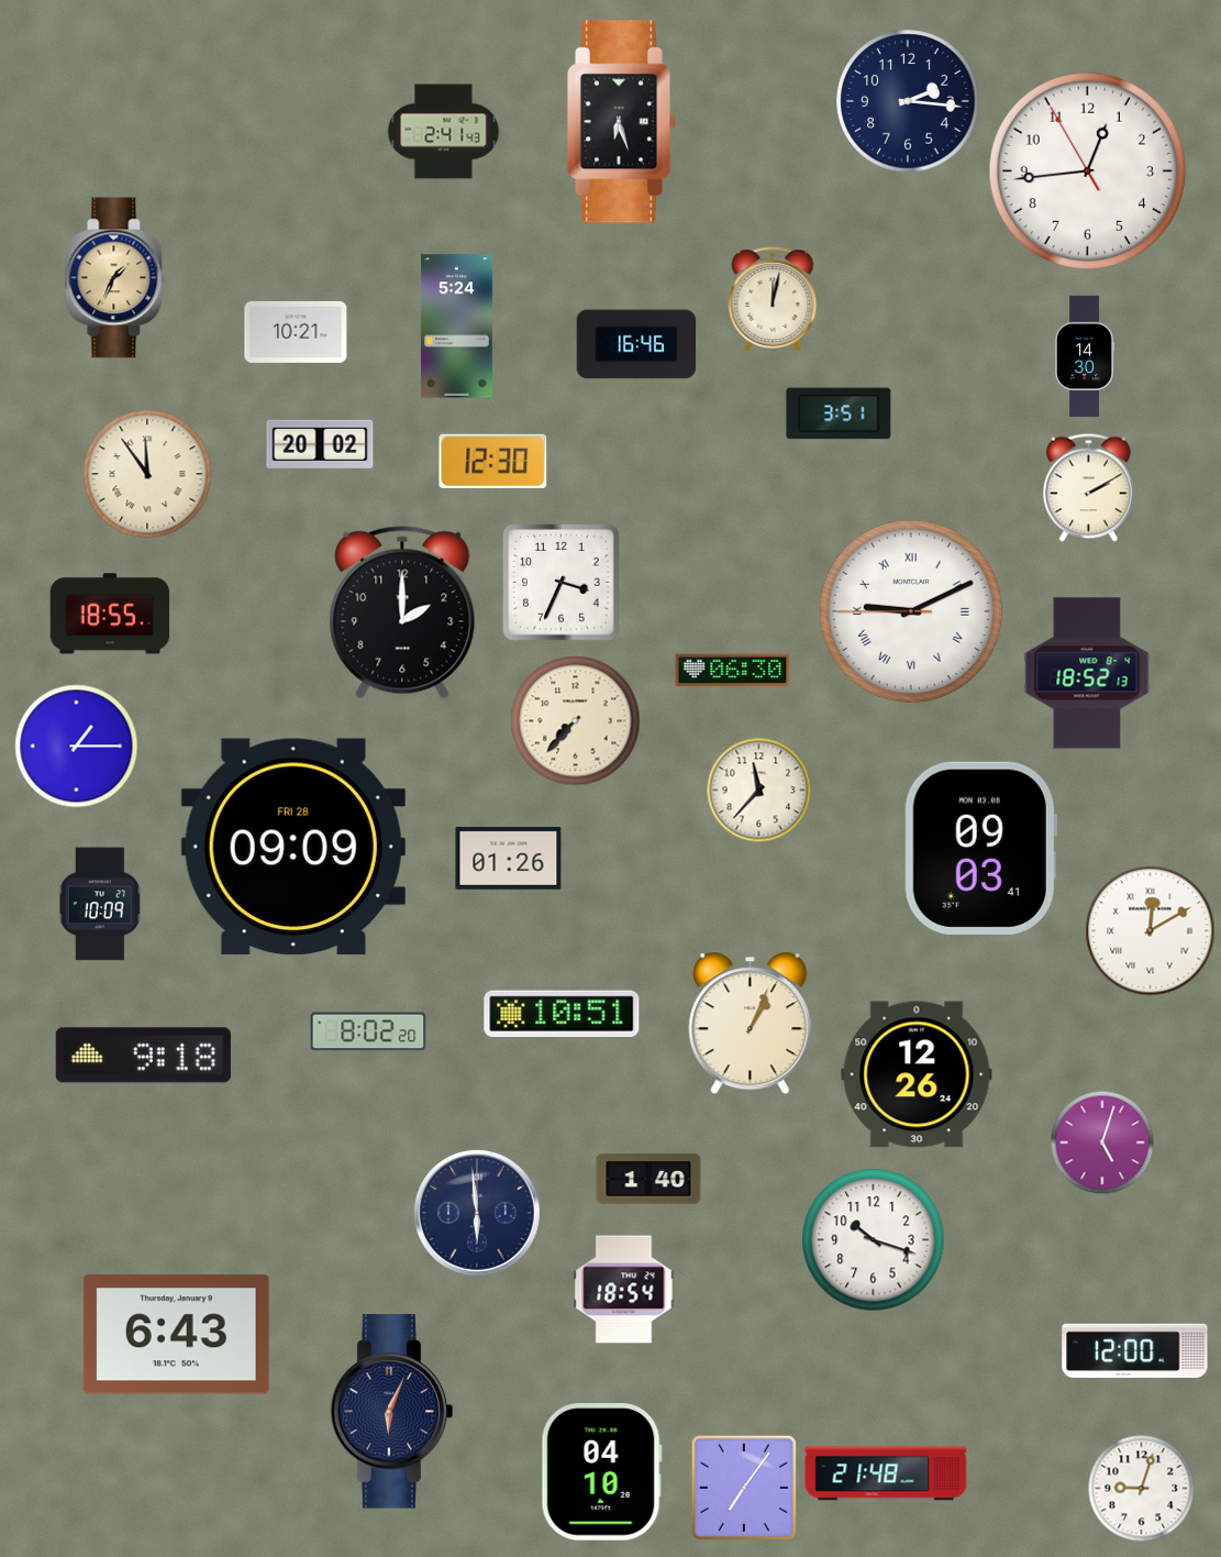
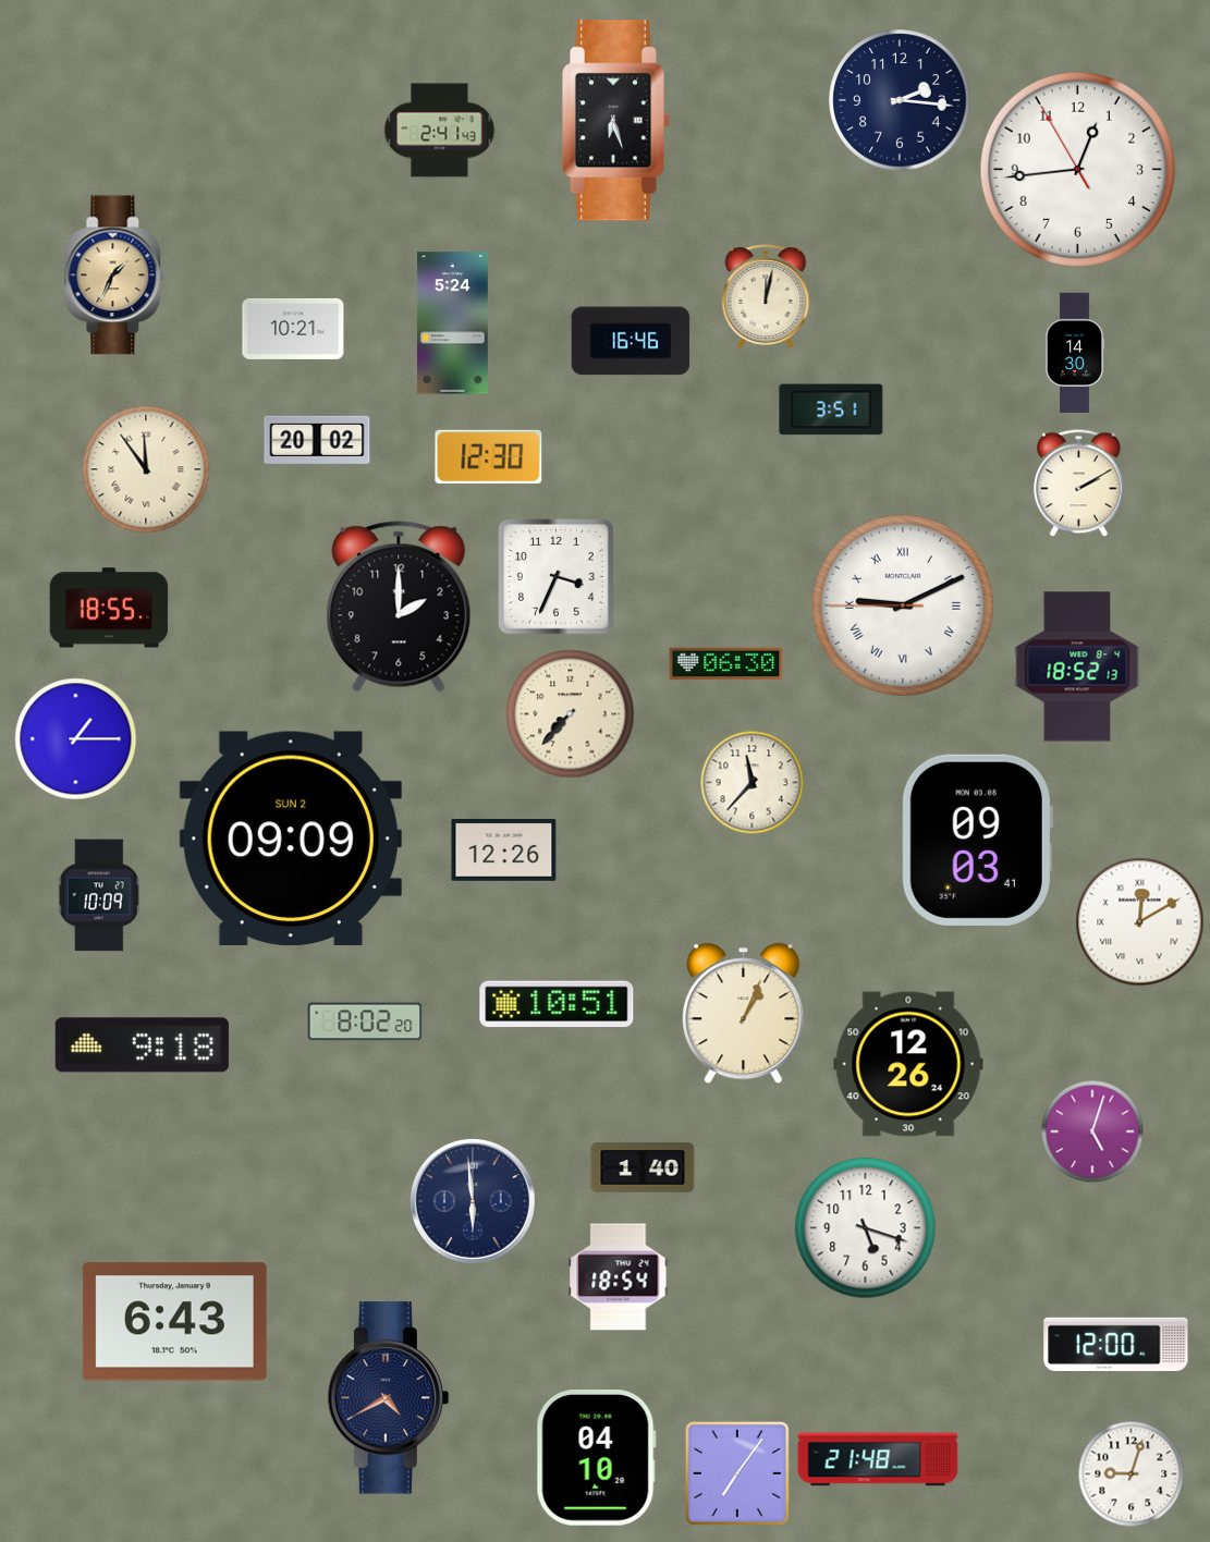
clock at (293, 847) date: FRI 28 -> SUN 2
clock at (980, 848) position: (980, 848) -> (977, 840)
clock at (509, 859): 01:26 -> 12:26
clock at (874, 1240): 10:18 -> 5:18
clock at (1135, 1350) position: (1135, 1350) -> (1116, 1344)
clock at (392, 1412): 6:04 -> 4:40
